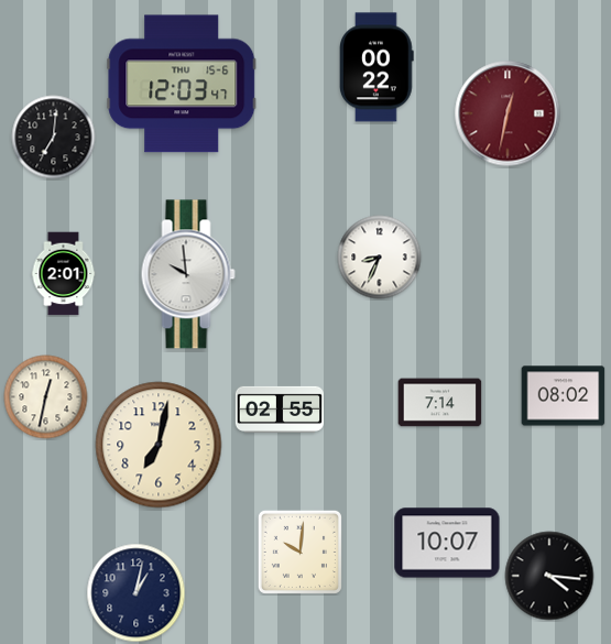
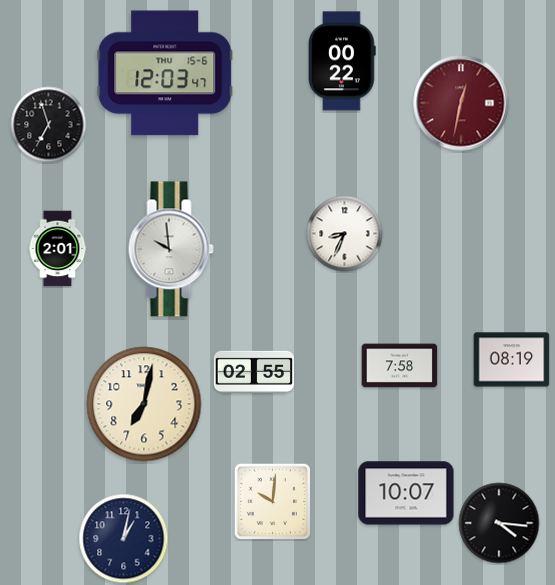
clock at (182, 84) position: (182, 84) -> (165, 73)
clock at (54, 138): 7:01 -> 6:57
clock at (564, 396): 08:02 -> 08:19
clock at (46, 397): 12:32 -> none
clock at (440, 403): 7:14 -> 7:58
